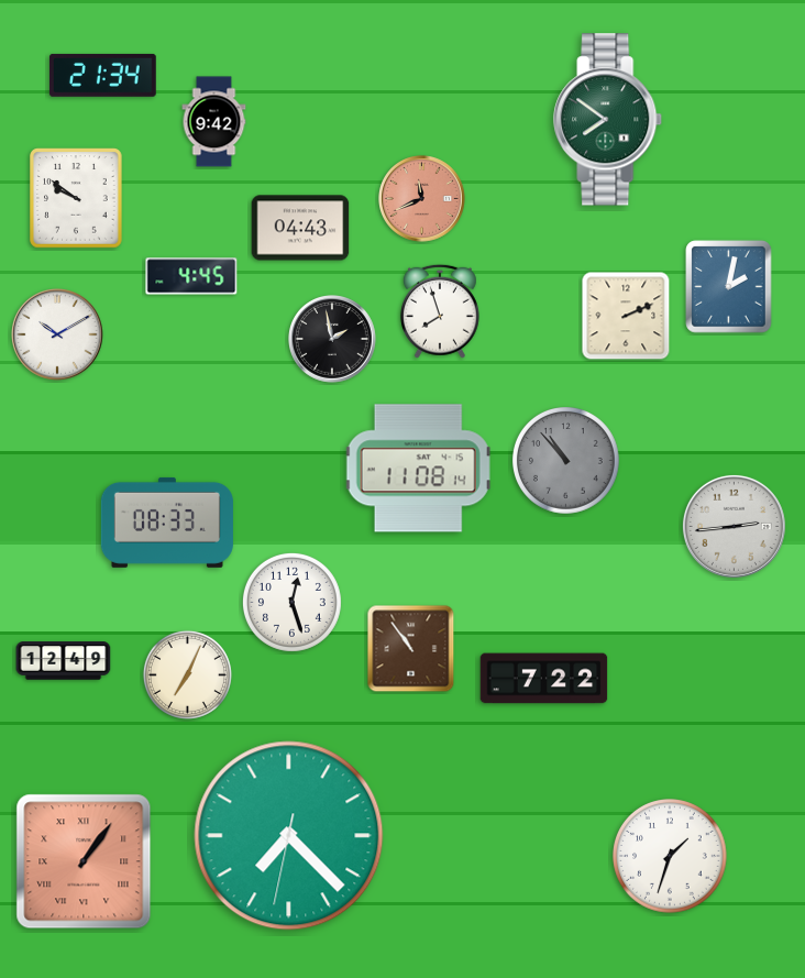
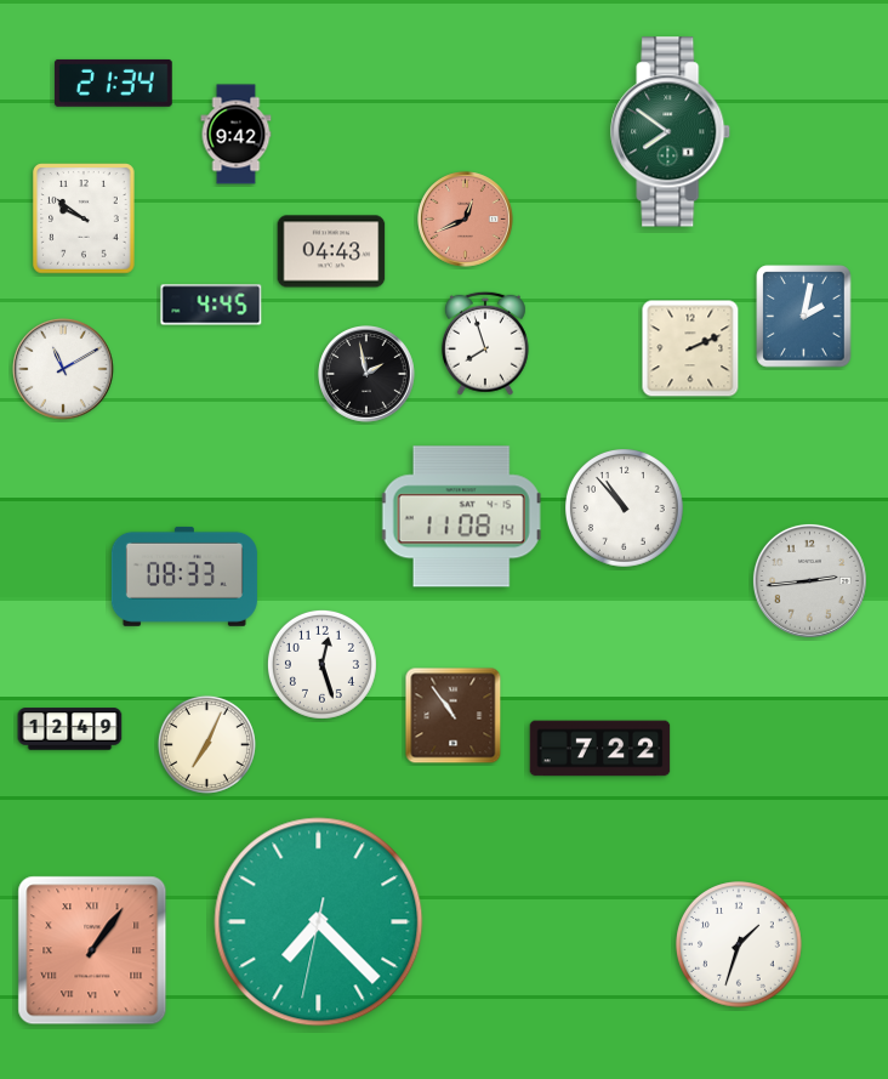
clock at (422, 199): 11:41 -> 12:41
clock at (57, 334): 10:10 -> 11:10
clock at (566, 461) dial: grey -> white
